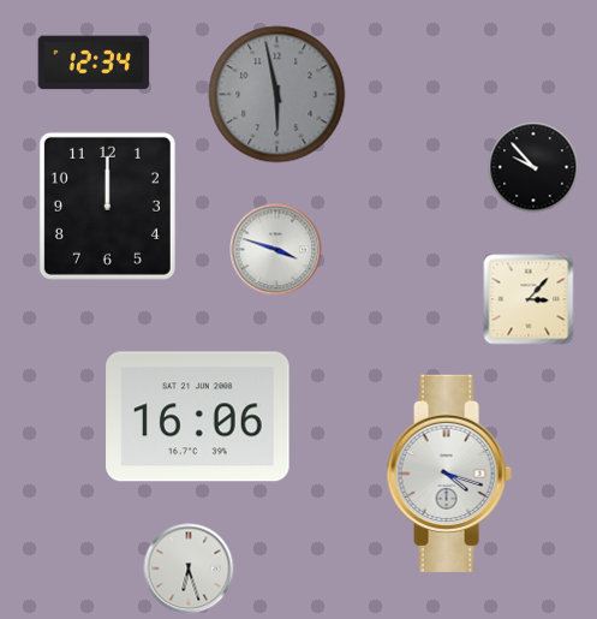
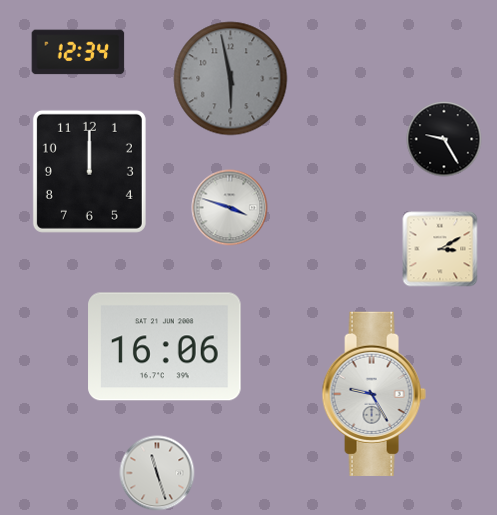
clock at (533, 167): 9:53 -> 9:25
clock at (529, 299): 3:07 -> 3:10
clock at (449, 474): 4:18 -> 9:25
clock at (189, 569): 6:27 -> 11:27
